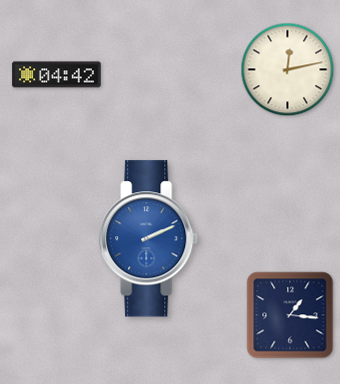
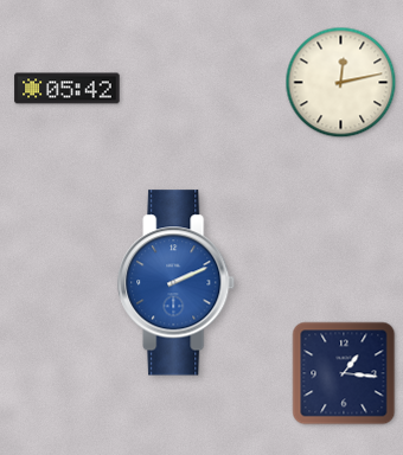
clock at (57, 75): 04:42 -> 05:42
